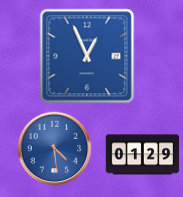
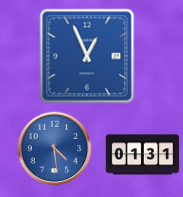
clock at (143, 155): 01:29 -> 01:31
